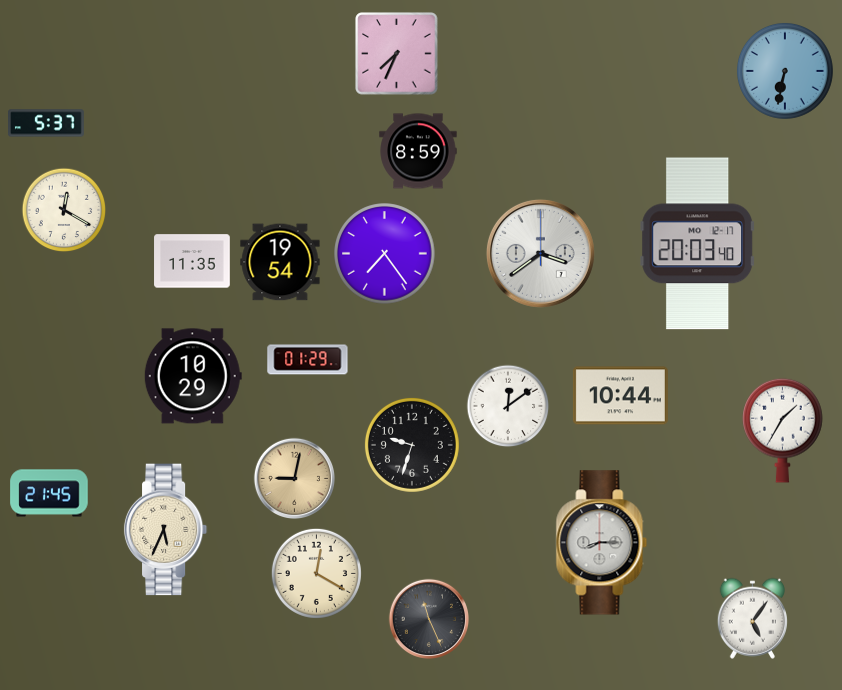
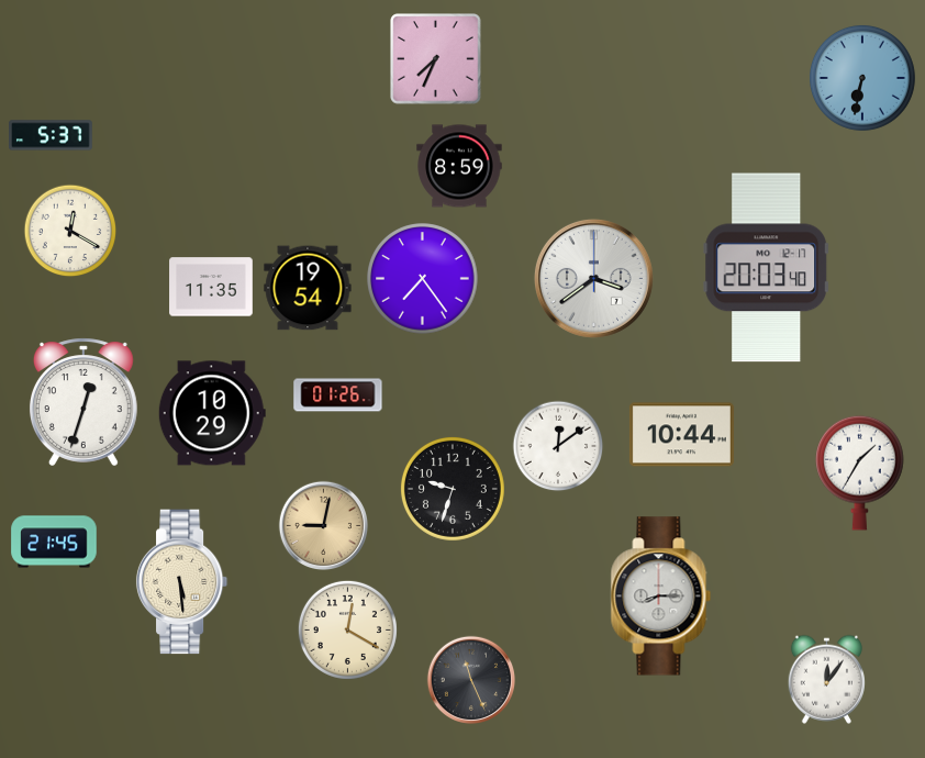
clock at (308, 360): 01:29 -> 01:26
clock at (83, 402): none -> 12:33
clock at (166, 530): 5:34 -> 5:29
clock at (752, 618): 5:06 -> 12:06
